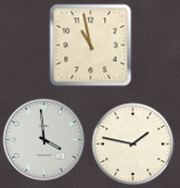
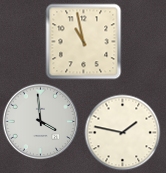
clock at (44, 140) position: (44, 140) -> (41, 122)
